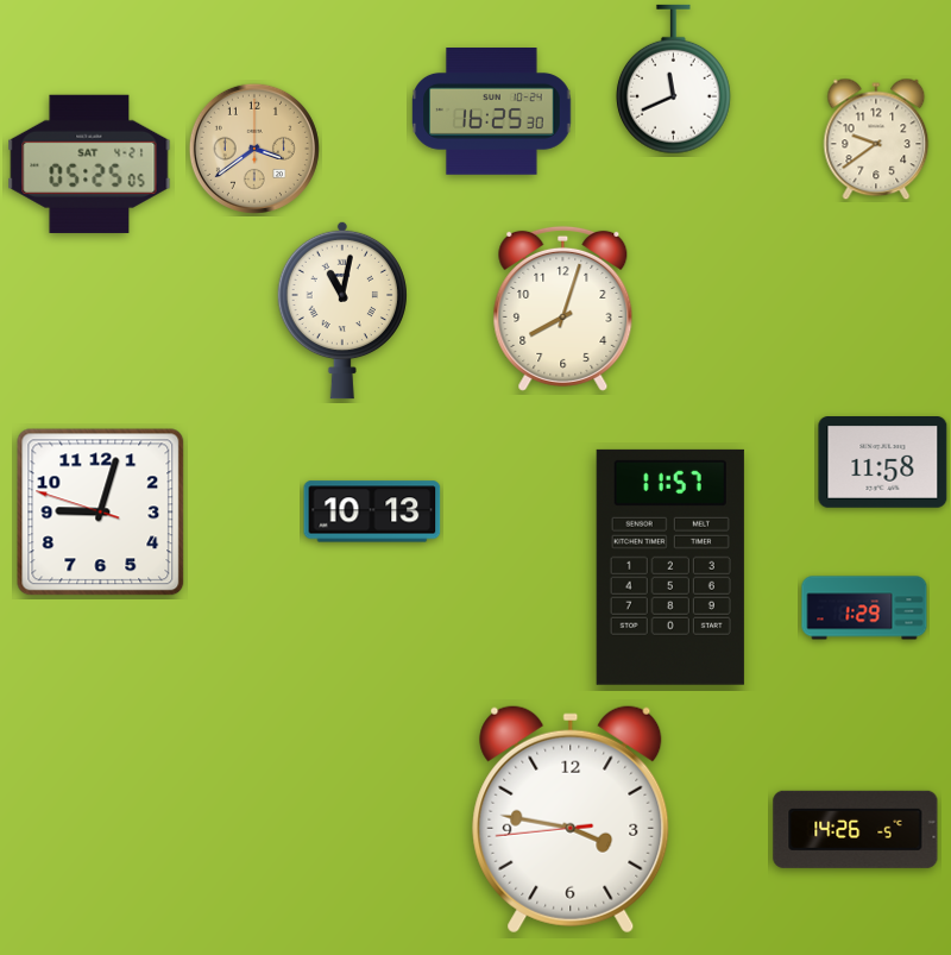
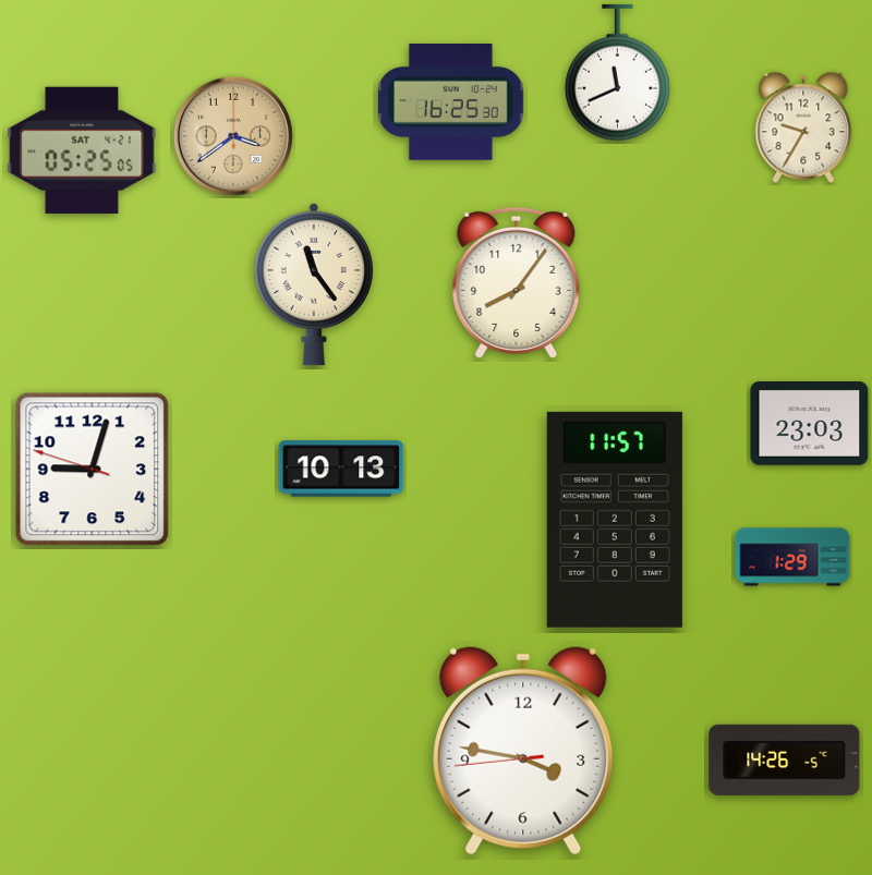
clock at (876, 139): 9:39 -> 9:35
clock at (563, 308): 8:03 -> 8:06
clock at (342, 310): 11:02 -> 11:24
clock at (883, 463): 11:58 -> 23:03
